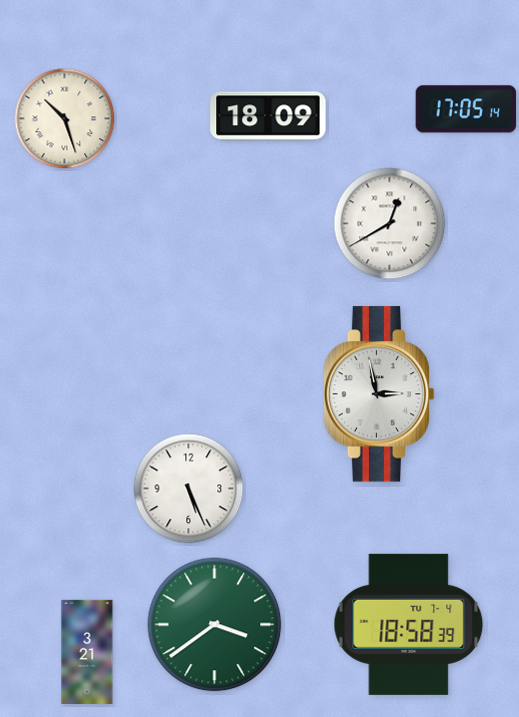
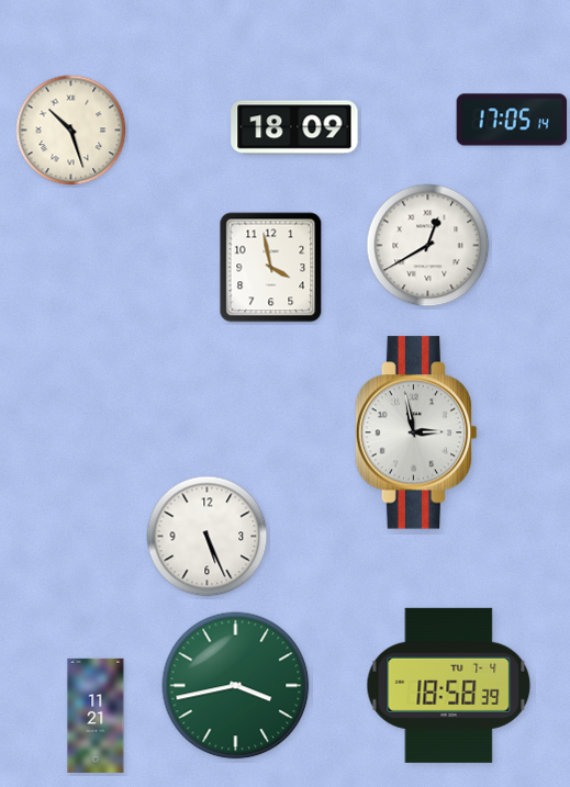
clock at (271, 268): none -> 3:58
clock at (215, 625): 3:39 -> 3:43
clock at (87, 651): 3:21 -> 11:21
